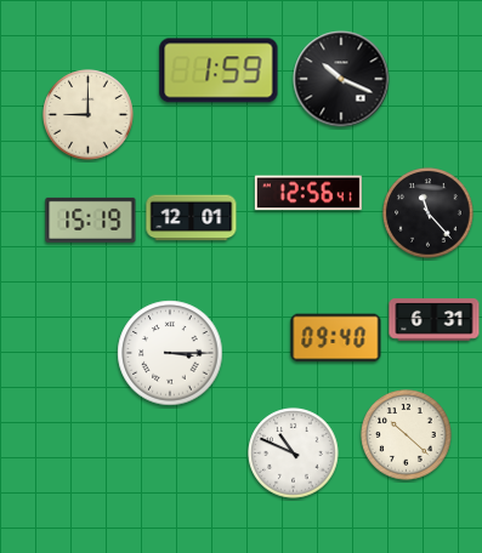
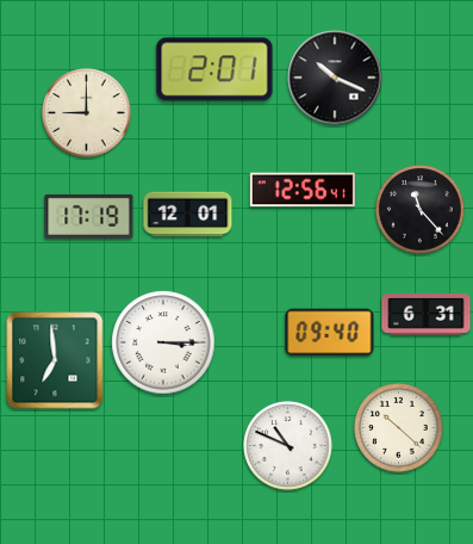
clock at (219, 70): 1:59 -> 2:01
clock at (91, 220): 15:19 -> 17:19
clock at (170, 353) position: (170, 353) -> (163, 342)
clock at (55, 360): none -> 6:59
